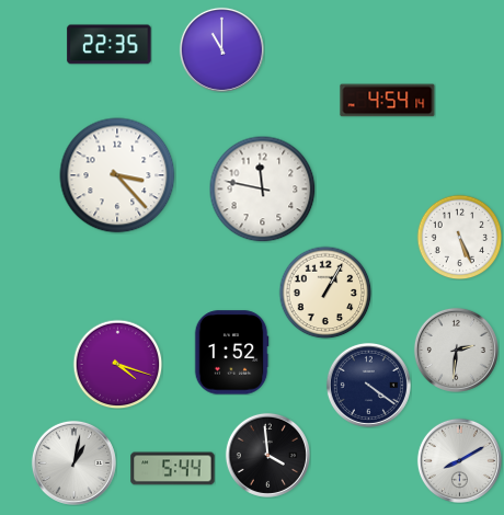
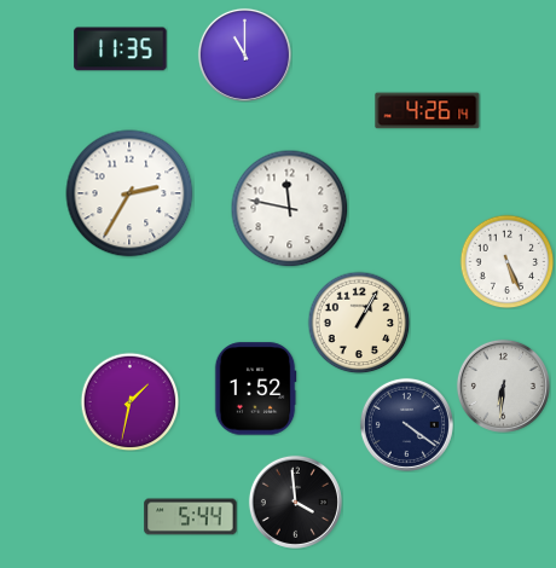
clock at (110, 45): 22:35 -> 11:35
clock at (388, 101): 4:54 -> 4:26
clock at (117, 175): 3:23 -> 2:35
clock at (456, 350): 2:31 -> 6:31
clock at (117, 364): 4:18 -> 1:32
clock at (459, 460): 8:10 -> none
clock at (73, 462): 1:02 -> none
